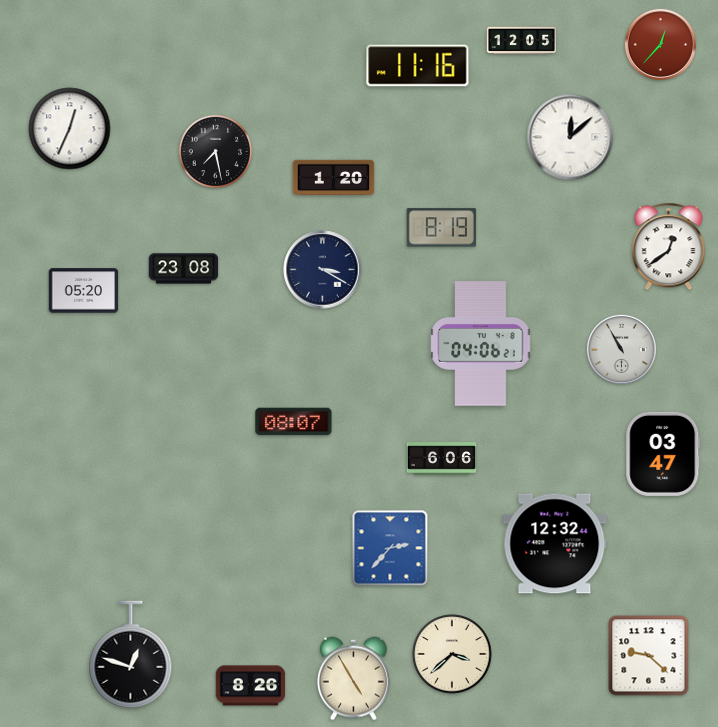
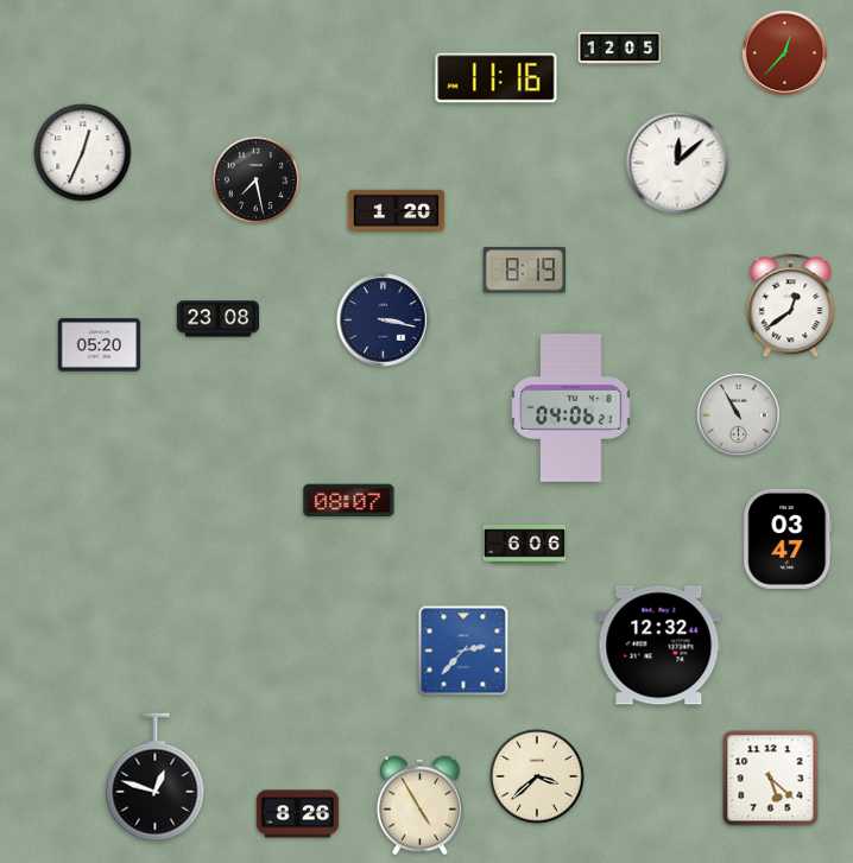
clock at (669, 247) position: (669, 247) -> (791, 306)
clock at (323, 270): 3:20 -> 3:17
clock at (649, 656): 9:22 -> 5:22
